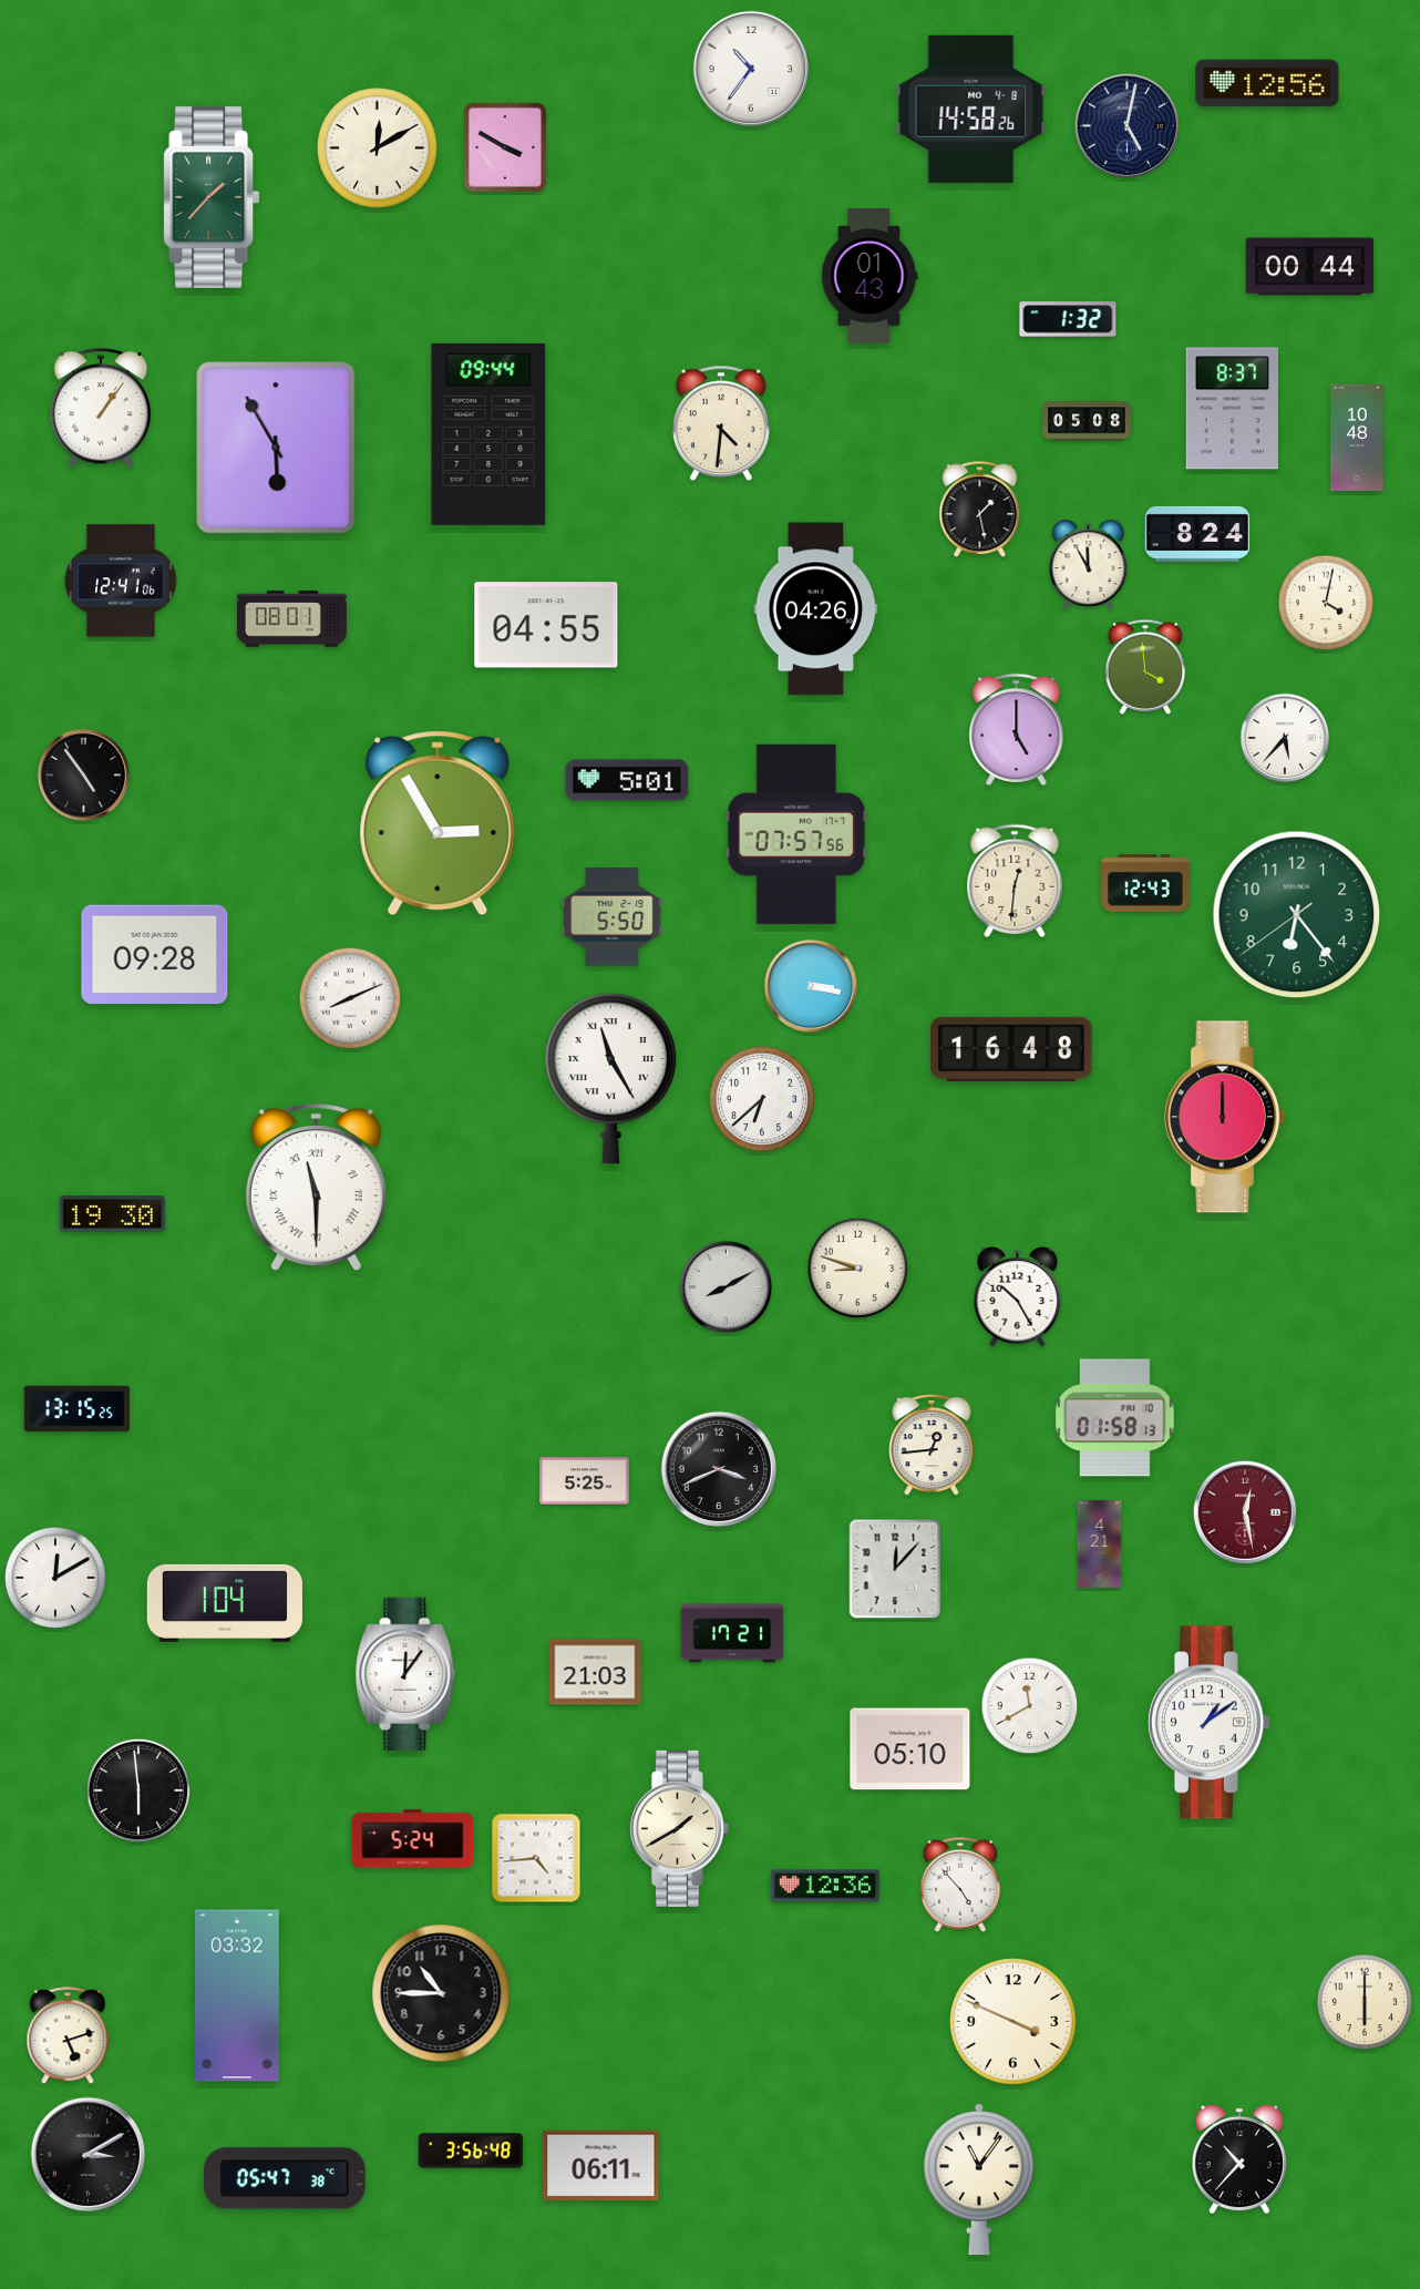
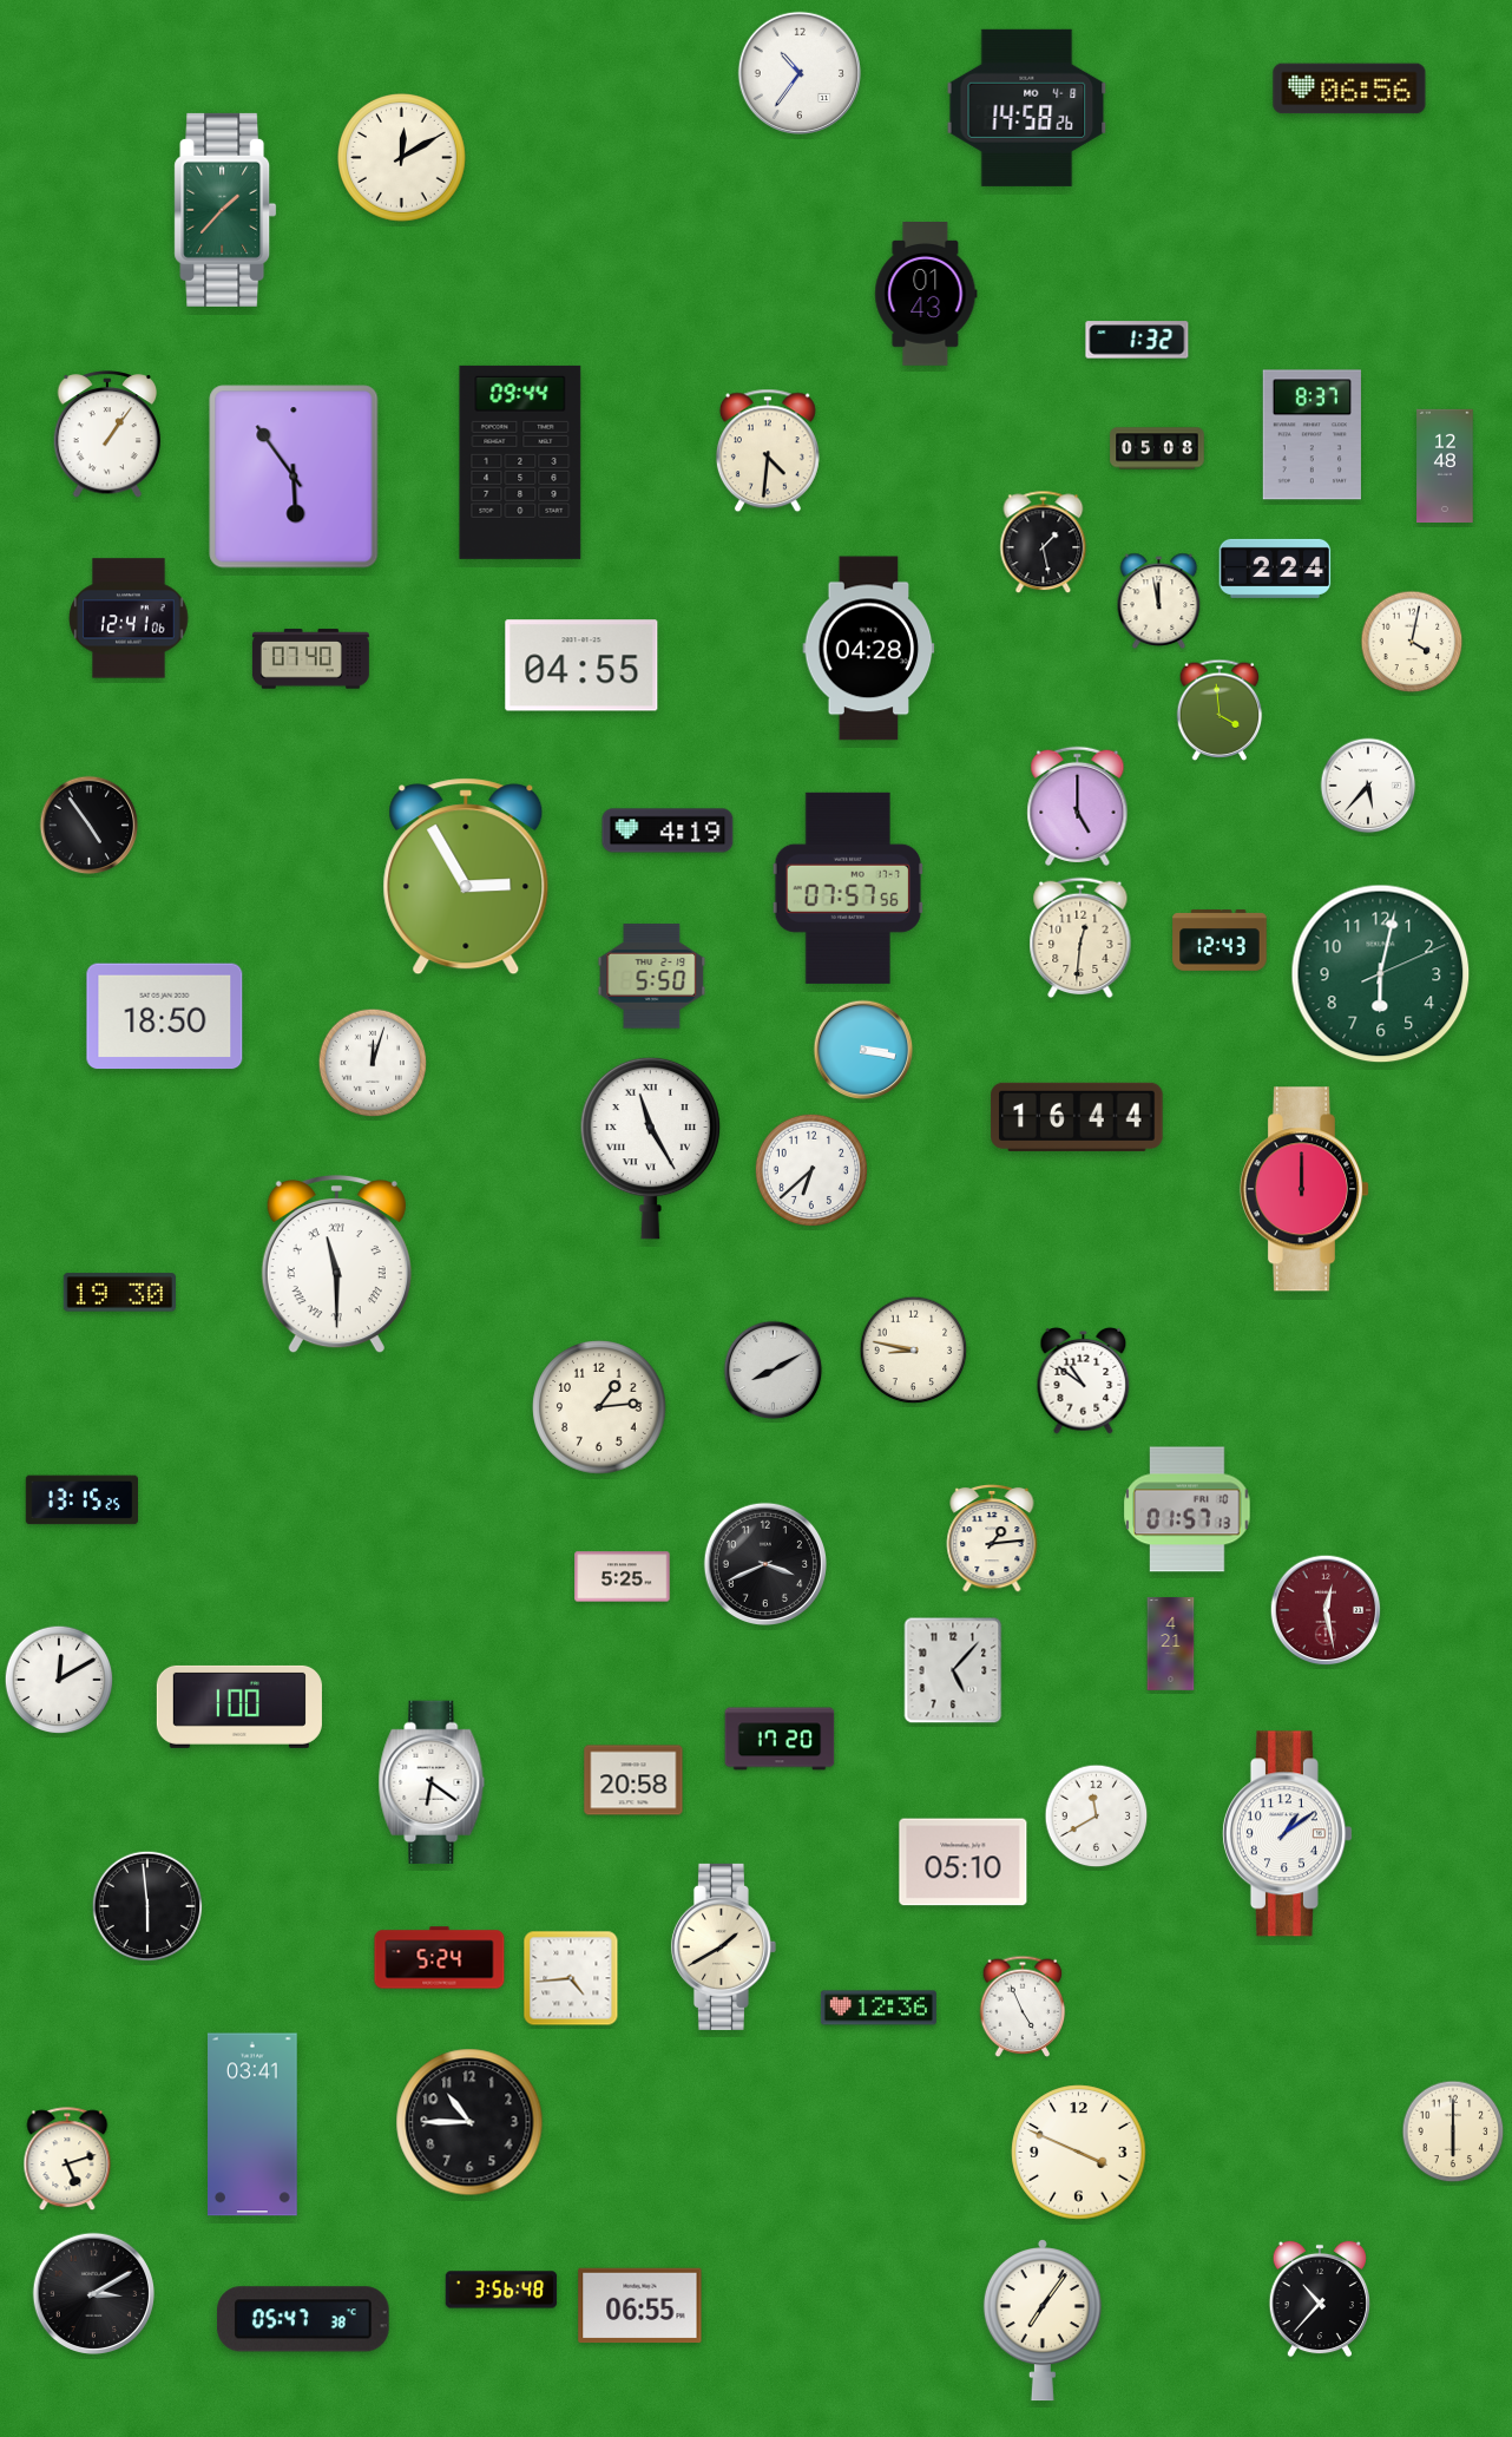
clock at (1267, 83): 12:56 -> 06:56
clock at (971, 109) position: (971, 109) -> (1027, 107)
clock at (1128, 126): 5:02 -> none
clock at (505, 147): 3:50 -> none
clock at (1310, 267): 00:44 -> none
clock at (1357, 437): 10:48 -> 12:48
clock at (276, 448): 5:55 -> 5:54
clock at (1197, 534): 8:24 -> 2:24
clock at (1089, 564): 11:55 -> 11:58
clock at (816, 609): 04:26 -> 04:28
clock at (291, 619): 08:01 -> 07:40
clock at (1017, 729) position: (1017, 729) -> (1078, 806)
clock at (627, 780): 5:01 -> 4:19
clock at (1297, 915): 6:23 -> 6:02
clock at (155, 955): 09:28 -> 18:50
clock at (350, 998): 8:11 -> 12:03
clock at (1011, 1049): 16:48 -> 16:44
clock at (858, 1269): 8:48 -> 8:47
clock at (1018, 1297): 10:25 -> 10:51
clock at (599, 1407): none -> 1:14
clock at (1115, 1418): 01:58 -> 01:57
clock at (932, 1445): 12:44 -> 1:14
clock at (895, 1569): 12:07 -> 5:07
clock at (225, 1603): 1:04 -> 1:00
clock at (732, 1633): 17:21 -> 17:20
clock at (595, 1672): 21:03 -> 20:58
clock at (405, 1673): 12:06 -> 6:21
clock at (910, 1749) position: (910, 1749) -> (964, 1863)
clock at (960, 1885): 4:53 -> 4:56
clock at (238, 1995): 03:32 -> 03:41
clock at (68, 2036) position: (68, 2036) -> (67, 2160)
clock at (601, 2166): 06:11 -> 06:55
clock at (979, 2179): 11:06 -> 7:06
